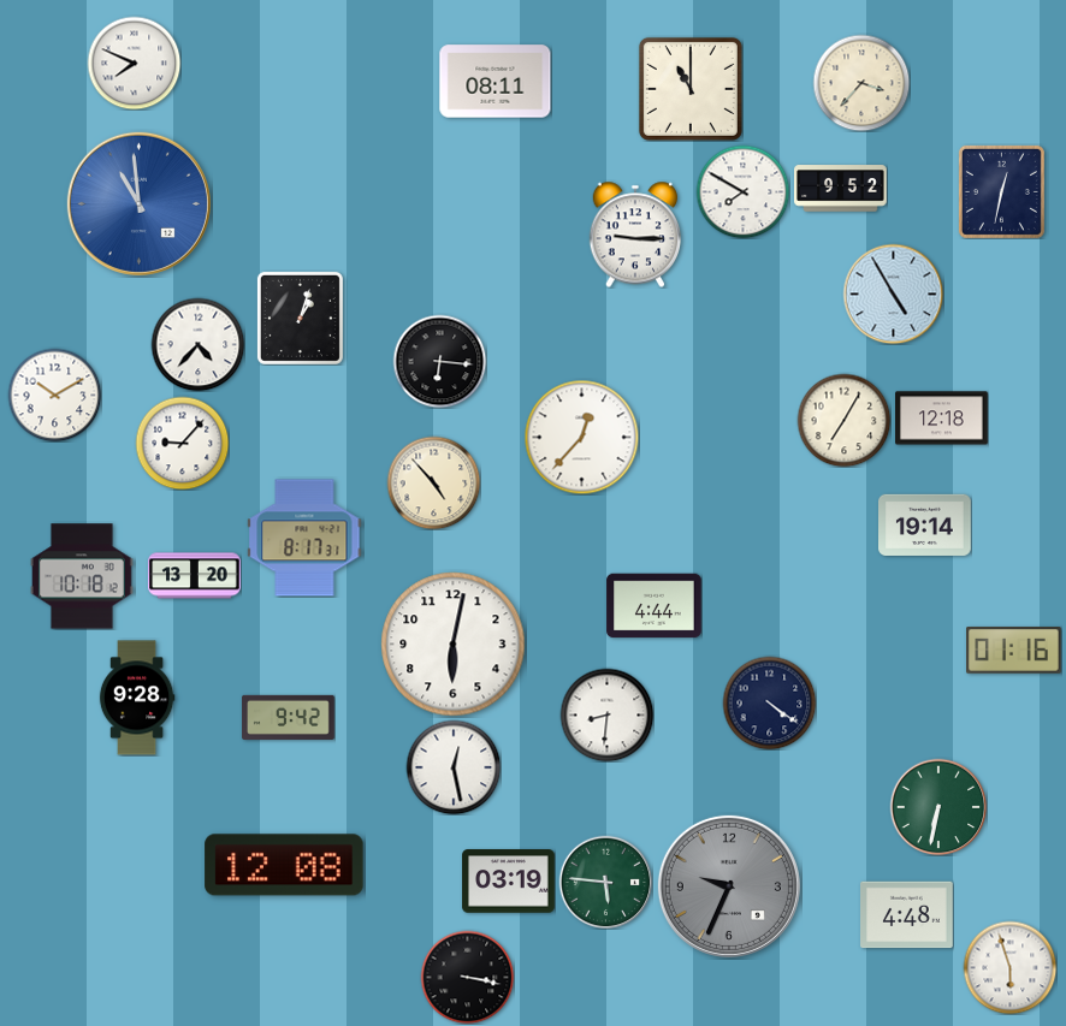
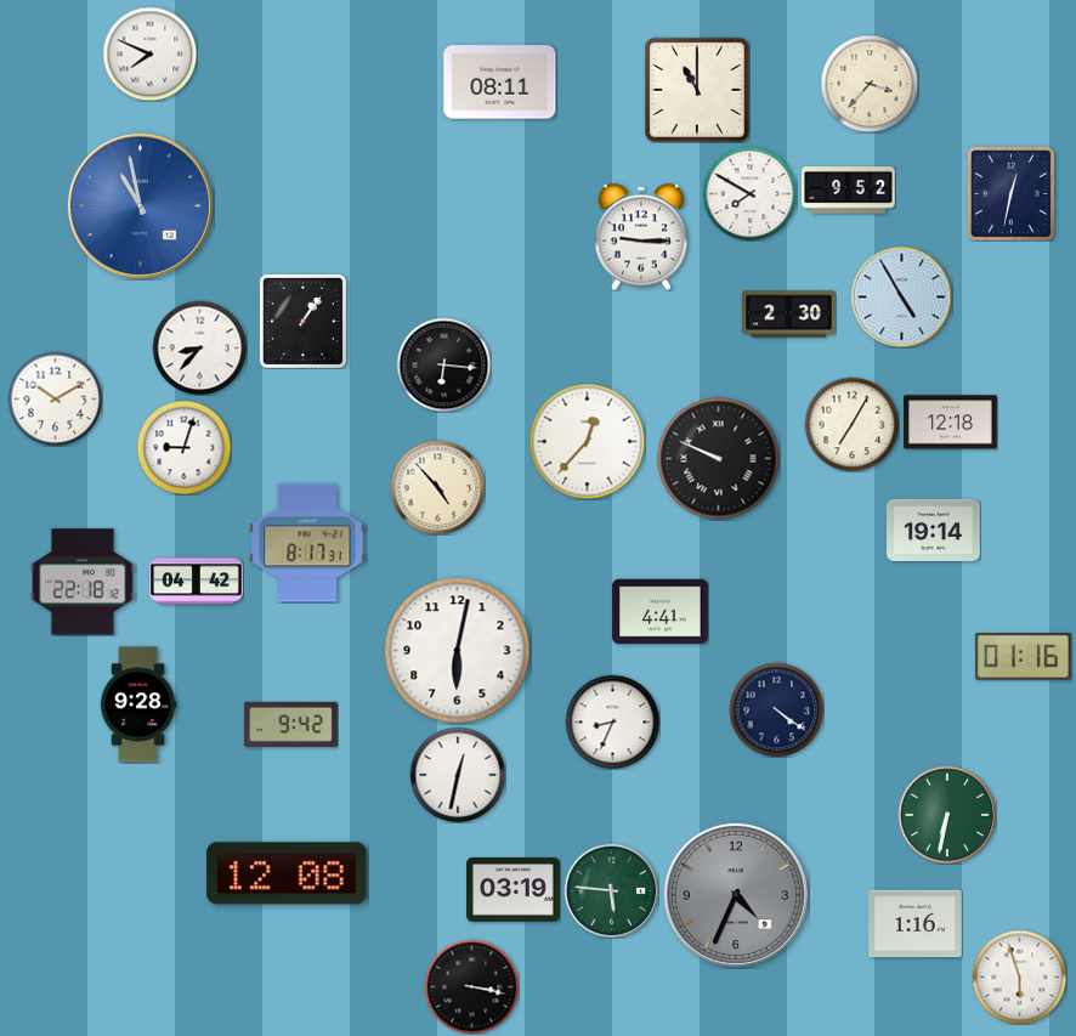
clock at (134, 63) position: (134, 63) -> (149, 53)
clock at (138, 203): 10:59 -> 10:58
clock at (789, 315): none -> 2:30
clock at (300, 318): 1:03 -> 1:06
clock at (197, 344): 4:37 -> 8:37
clock at (182, 443): 9:07 -> 9:03
clock at (719, 459): none -> 9:49
clock at (82, 576): 10:18 -> 22:18
clock at (195, 576): 13:20 -> 04:42
clock at (655, 606): 4:44 -> 4:41
clock at (606, 714): 8:31 -> 8:34
clock at (454, 767): 12:28 -> 12:32
clock at (729, 886): 9:34 -> 4:34
clock at (907, 915): 4:48 -> 1:16
